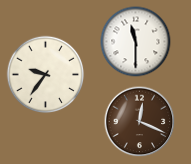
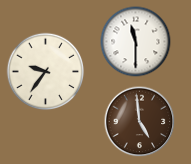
clock at (46, 75) position: (46, 75) -> (46, 72)
clock at (140, 122): 12:19 -> 4:59
